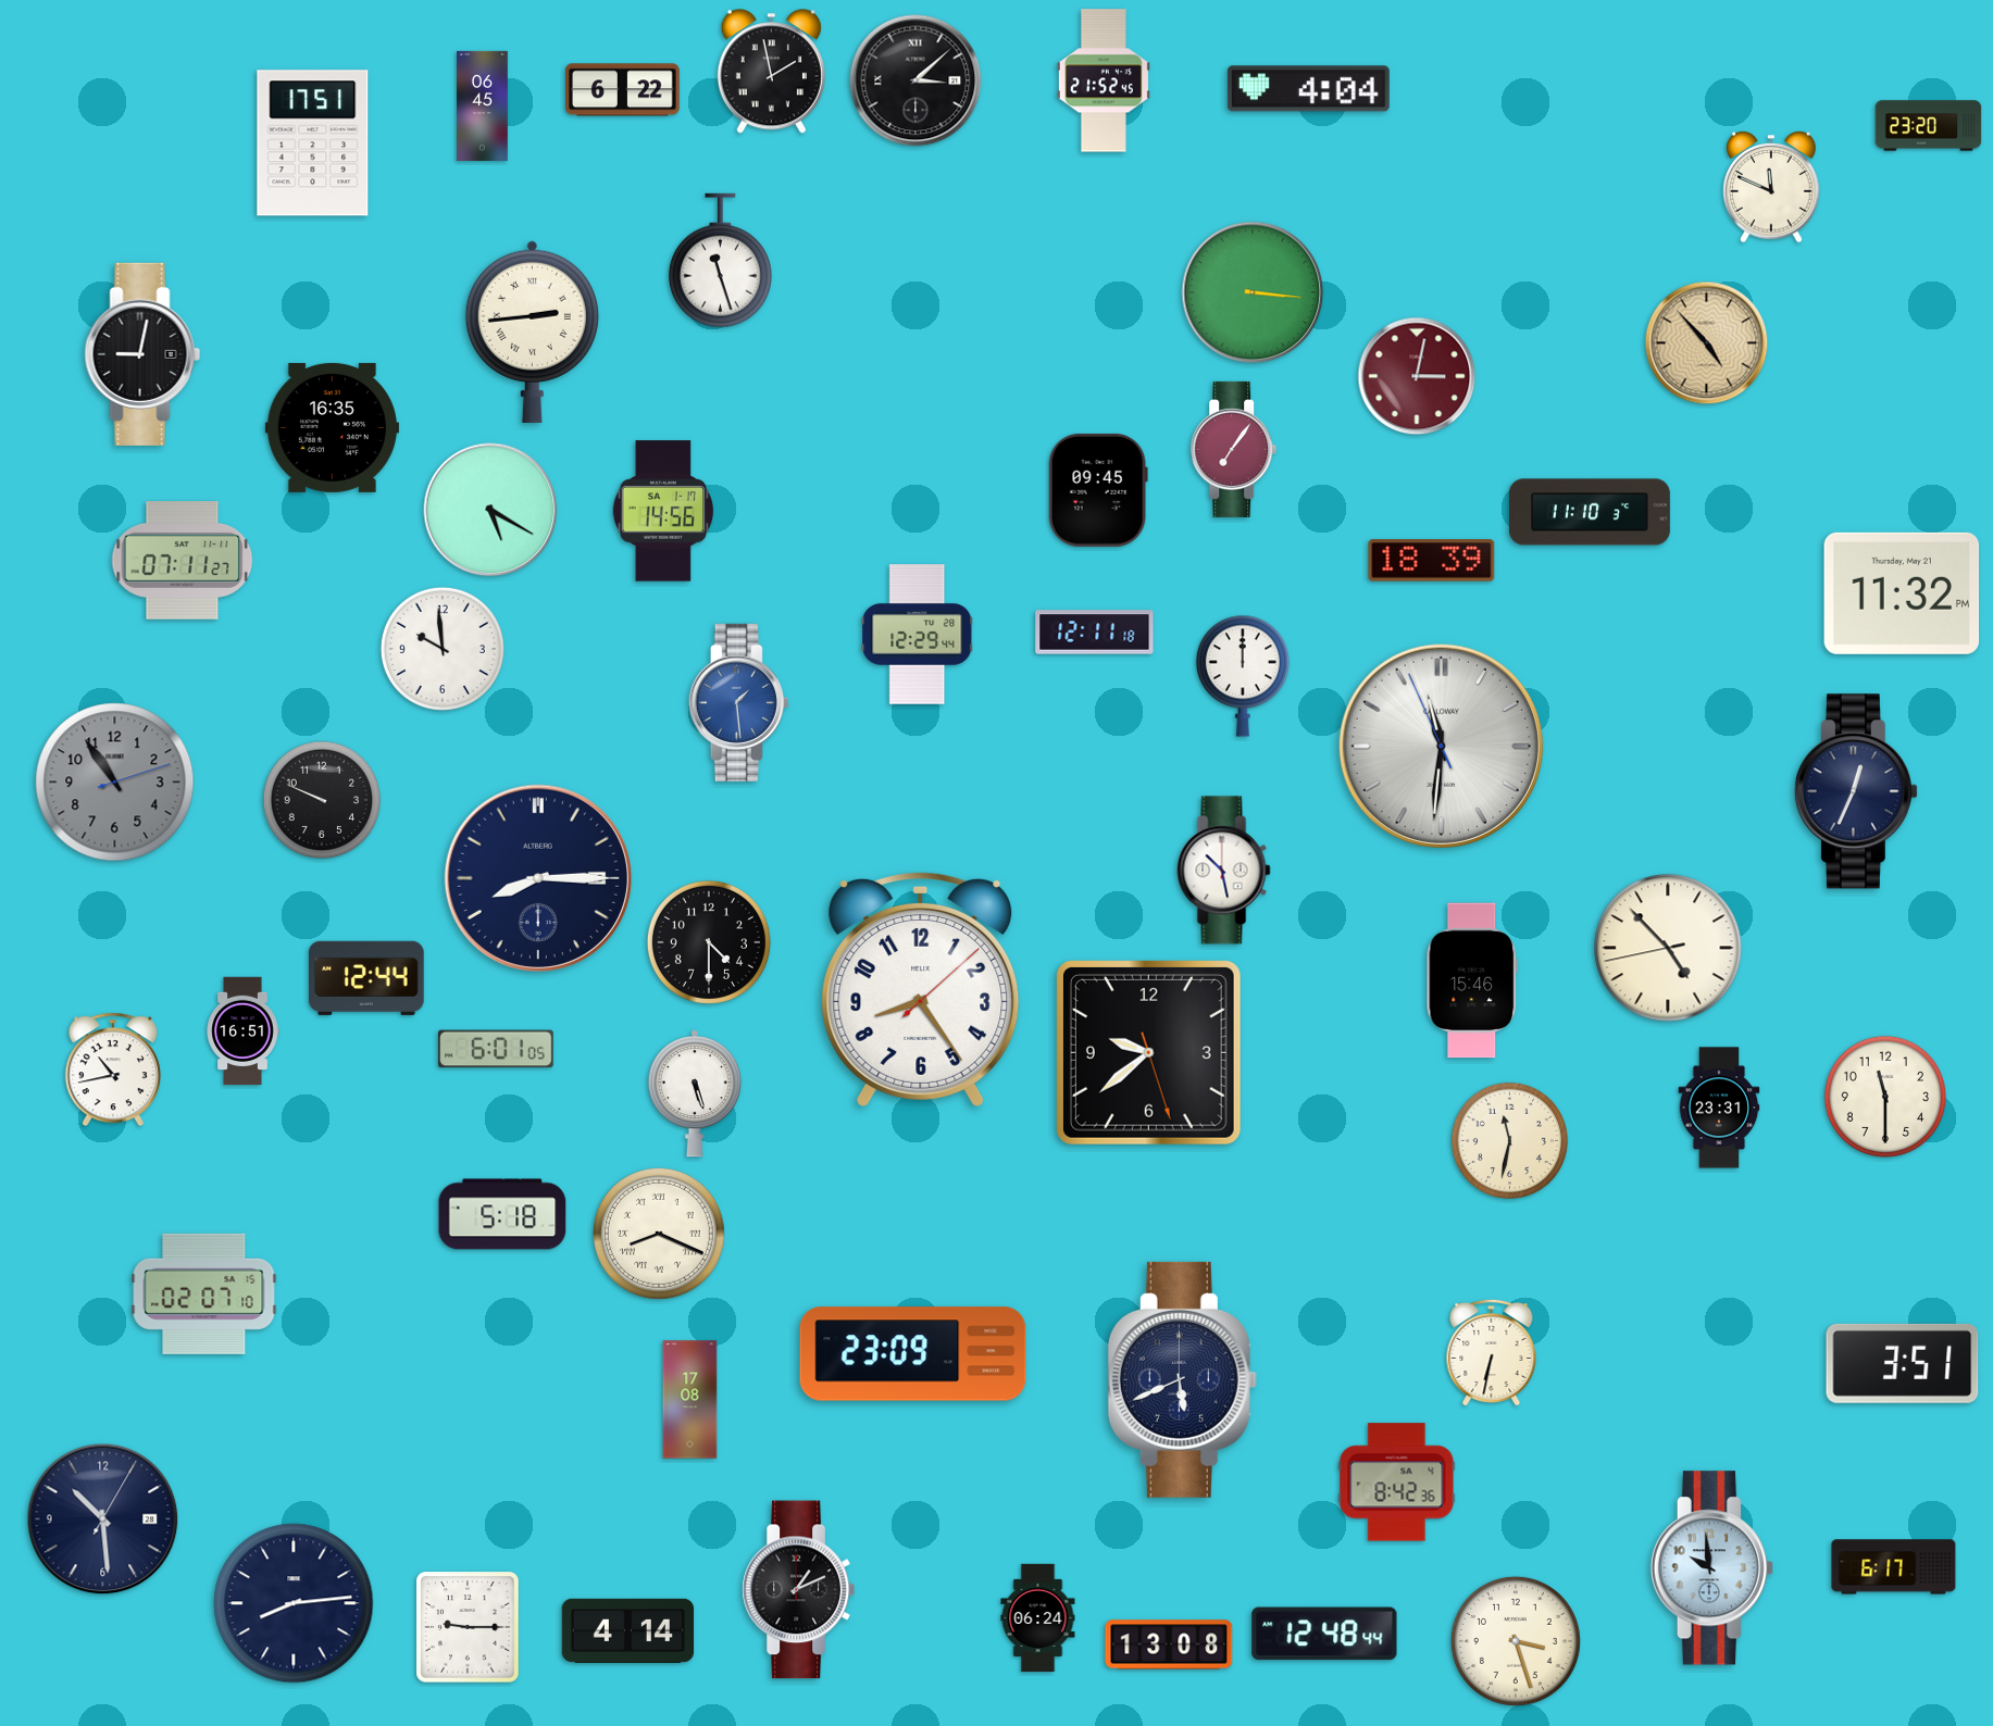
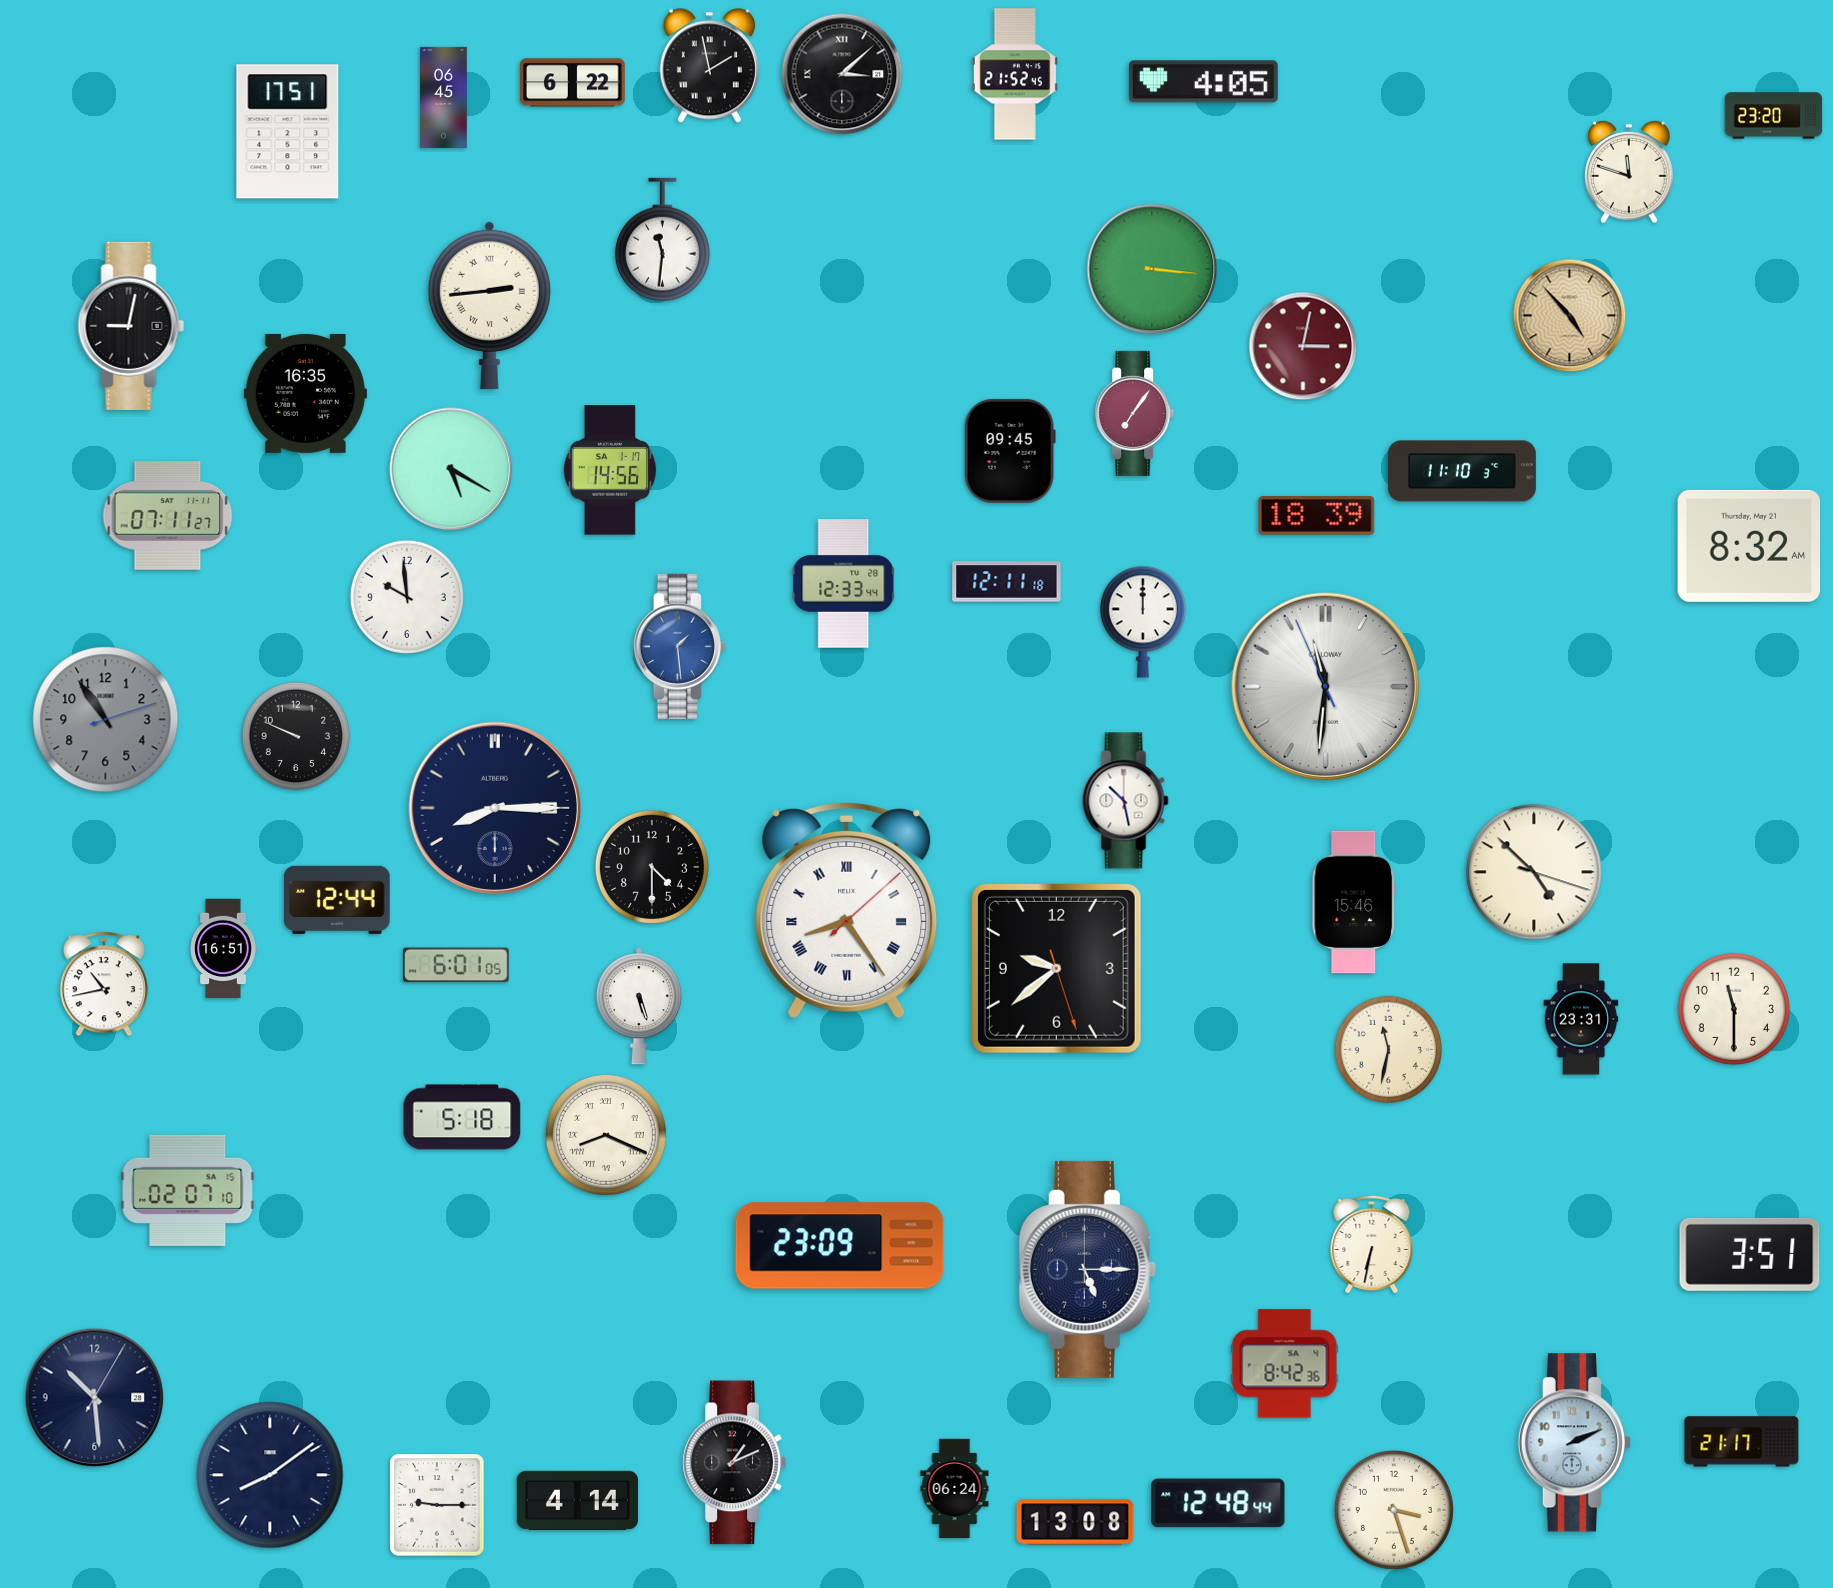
clock at (1308, 89): 4:04 -> 4:05
clock at (1771, 188): 11:49 -> 11:48
clock at (720, 261): 11:27 -> 11:31
clock at (1902, 593): 11:32 -> 8:32
clock at (918, 635): 12:29 -> 12:33
clock at (1856, 791): 12:34 -> none
clock at (1668, 948): 4:52:43 -> 4:52:18
clock at (921, 989) numerals: Arabic -> Roman
clock at (1182, 1379): 5:41 -> 5:15
clock at (690, 1400): 17:08 -> none
clock at (1894, 1567): 6:17 -> 21:17
clock at (1711, 1568): 9:59 -> 2:11
clock at (294, 1603): 8:14 -> 8:09
clock at (468, 1627) position: (468, 1627) -> (437, 1505)
clock at (1169, 1644) position: (1169, 1644) -> (1075, 1522)
